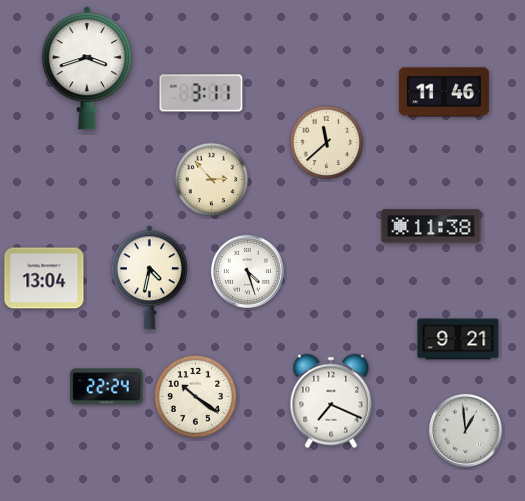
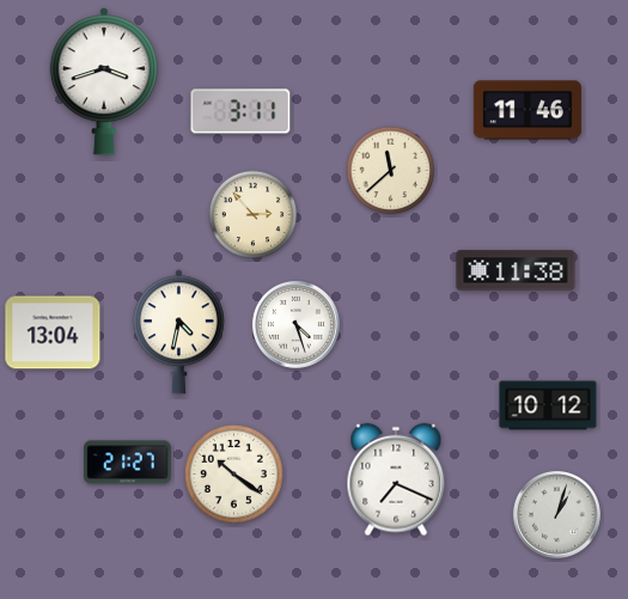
clock at (444, 92) position: (444, 92) -> (528, 110)
clock at (458, 339): 9:21 -> 10:12
clock at (107, 387): 22:24 -> 21:27
clock at (465, 430): 12:59 -> 1:03
